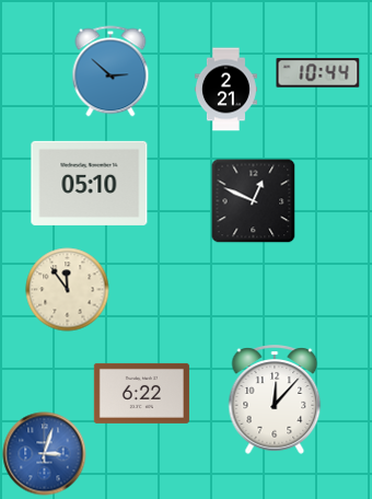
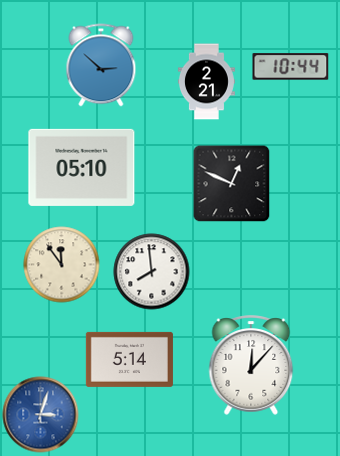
clock at (152, 272): none -> 7:59
clock at (141, 393): 6:22 -> 5:14
